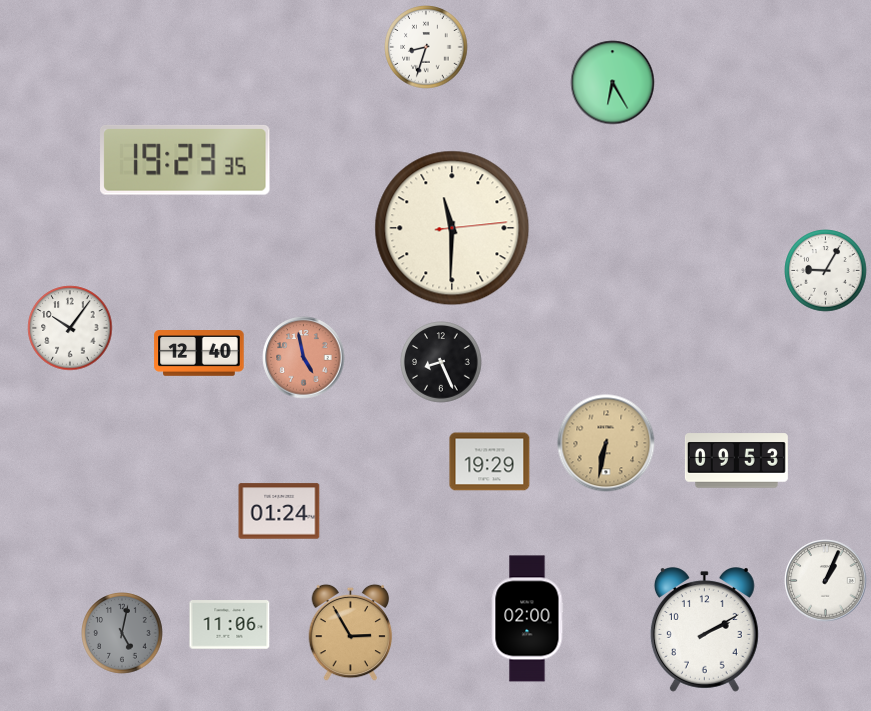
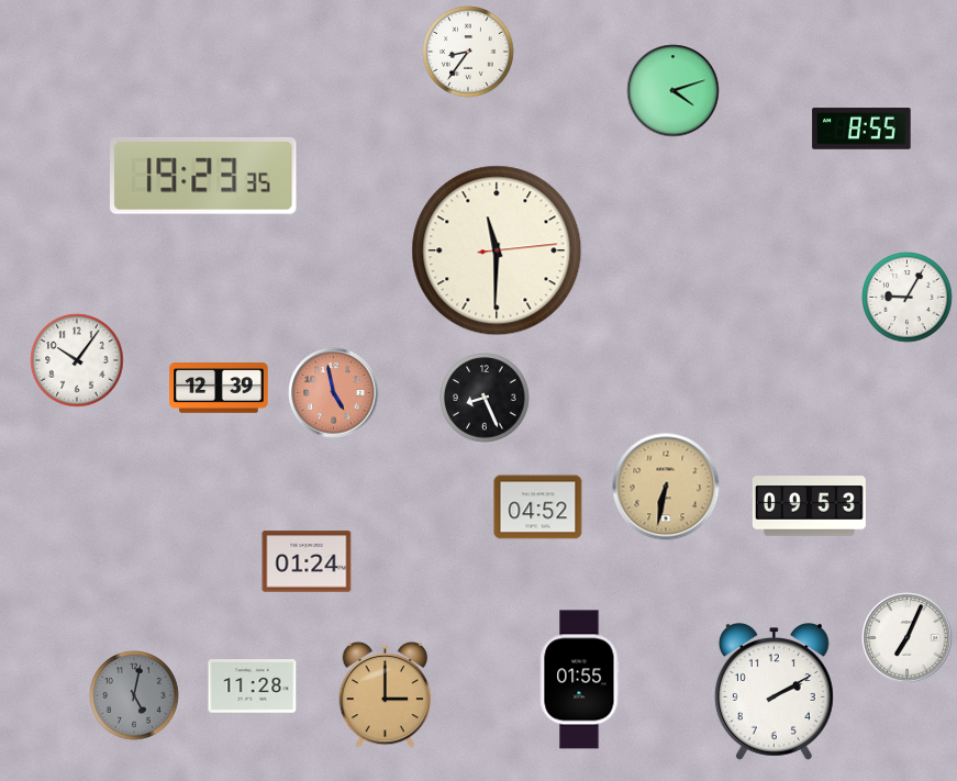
clock at (426, 47): 8:33 -> 8:36
clock at (613, 83): 6:25 -> 4:12
clock at (861, 129): none -> 8:55
clock at (199, 354): 12:40 -> 12:39
clock at (490, 462): 19:29 -> 04:52
clock at (826, 581): 1:04 -> 7:04
clock at (527, 619): 02:00 -> 01:55
clock at (230, 625): 11:06 -> 11:28
clock at (351, 633): 2:55 -> 3:00
